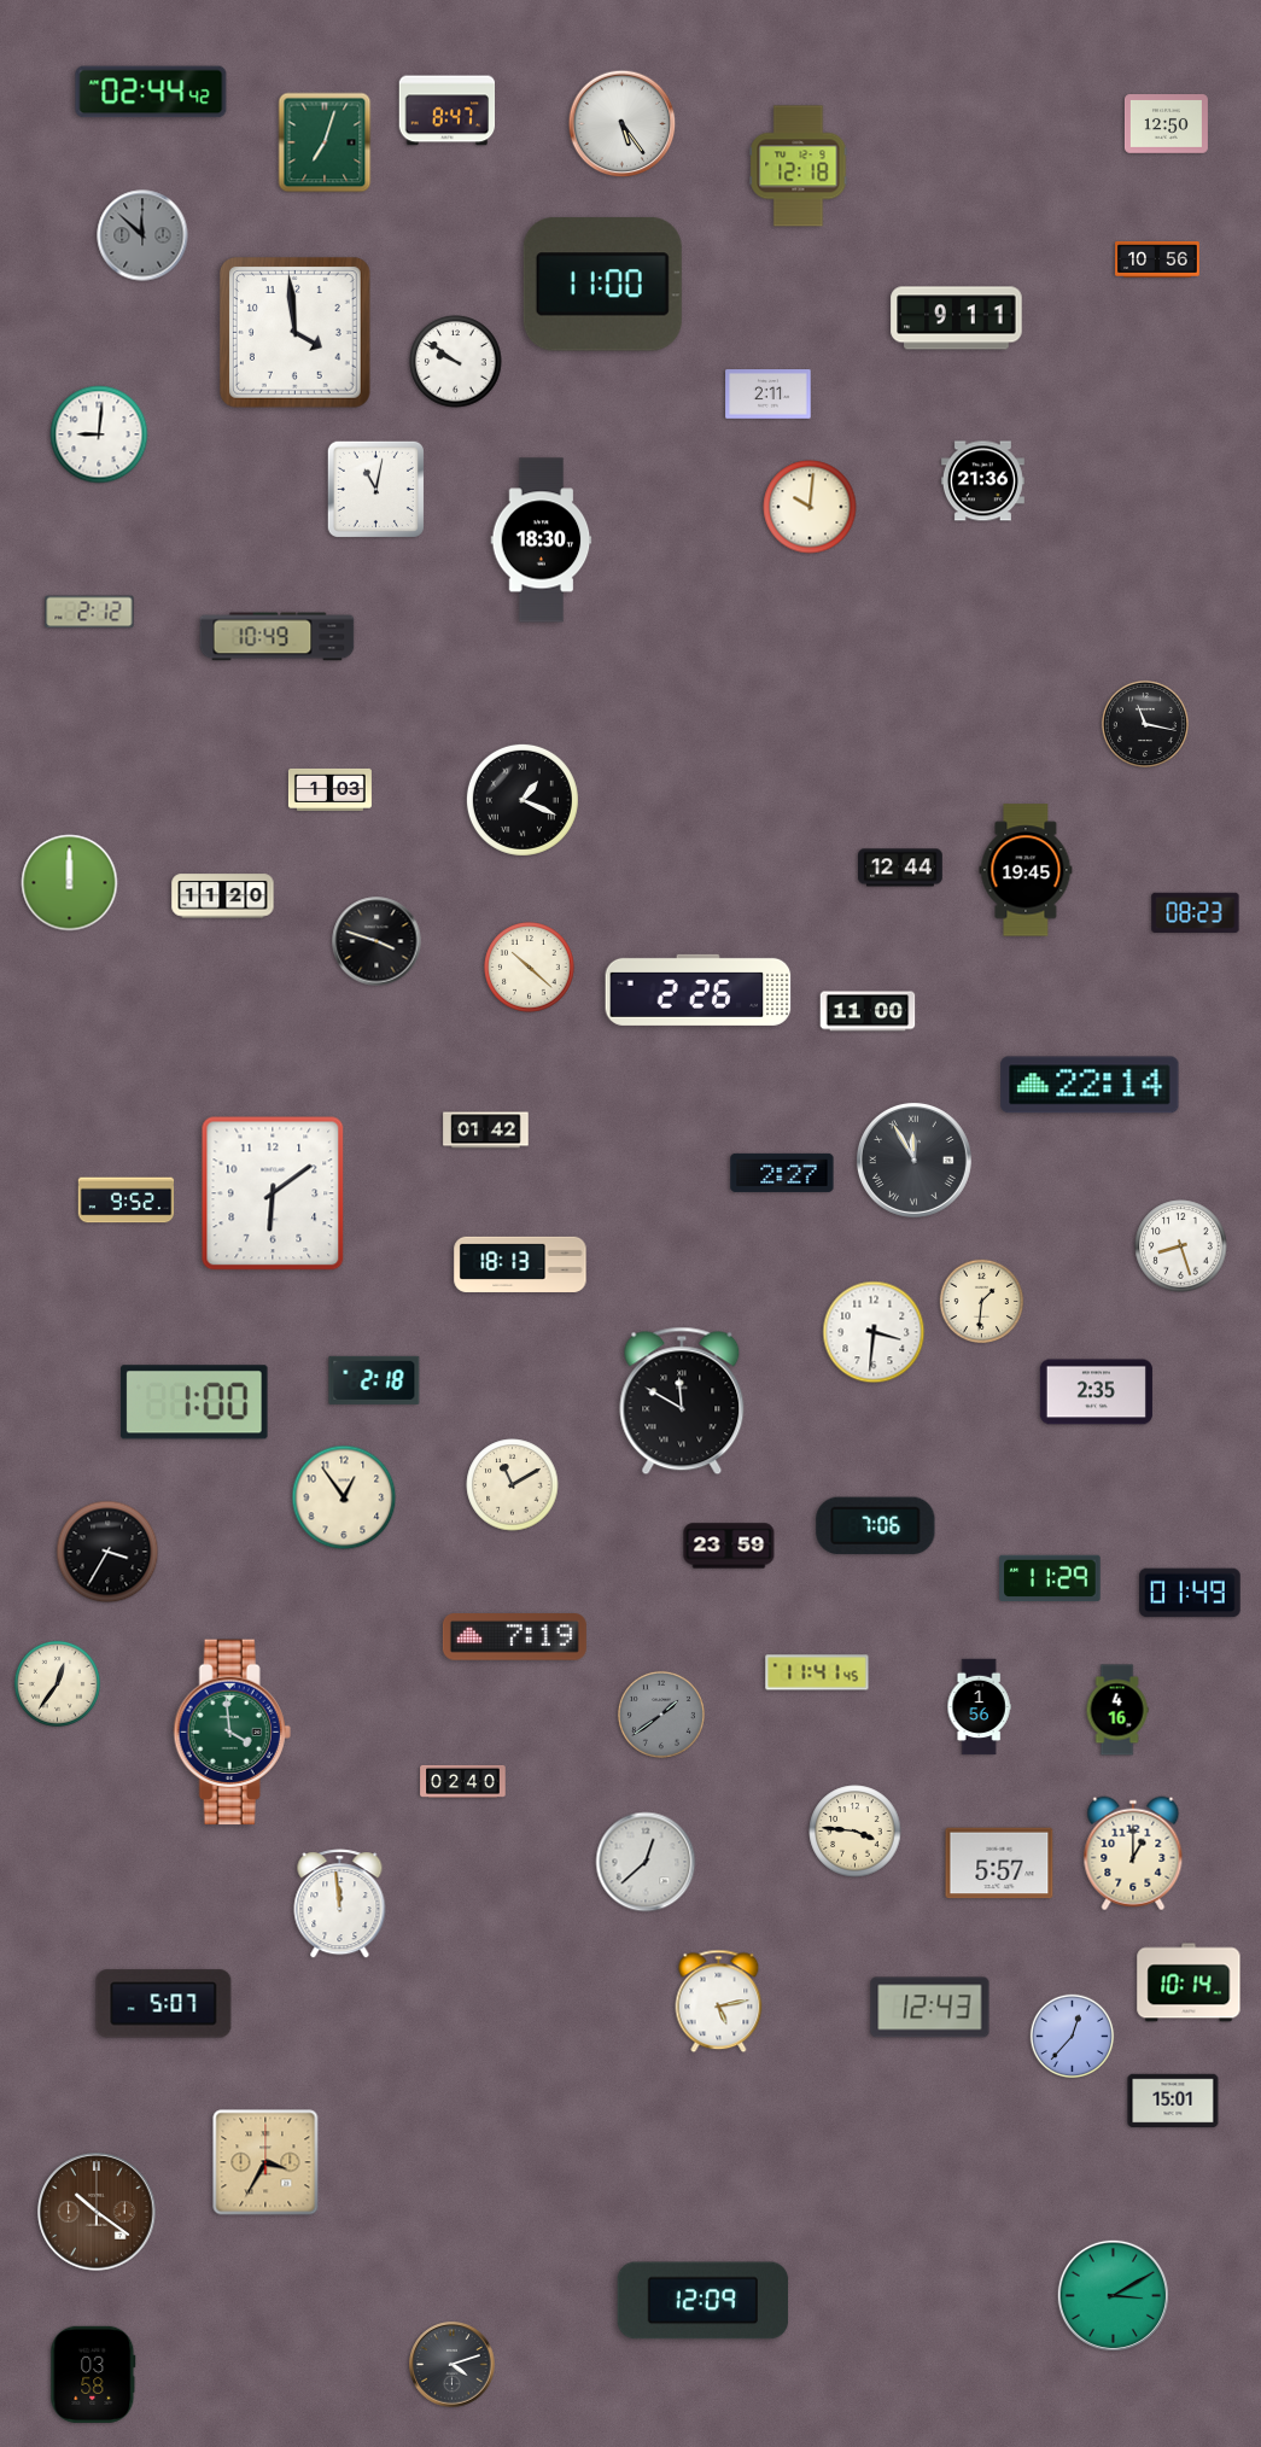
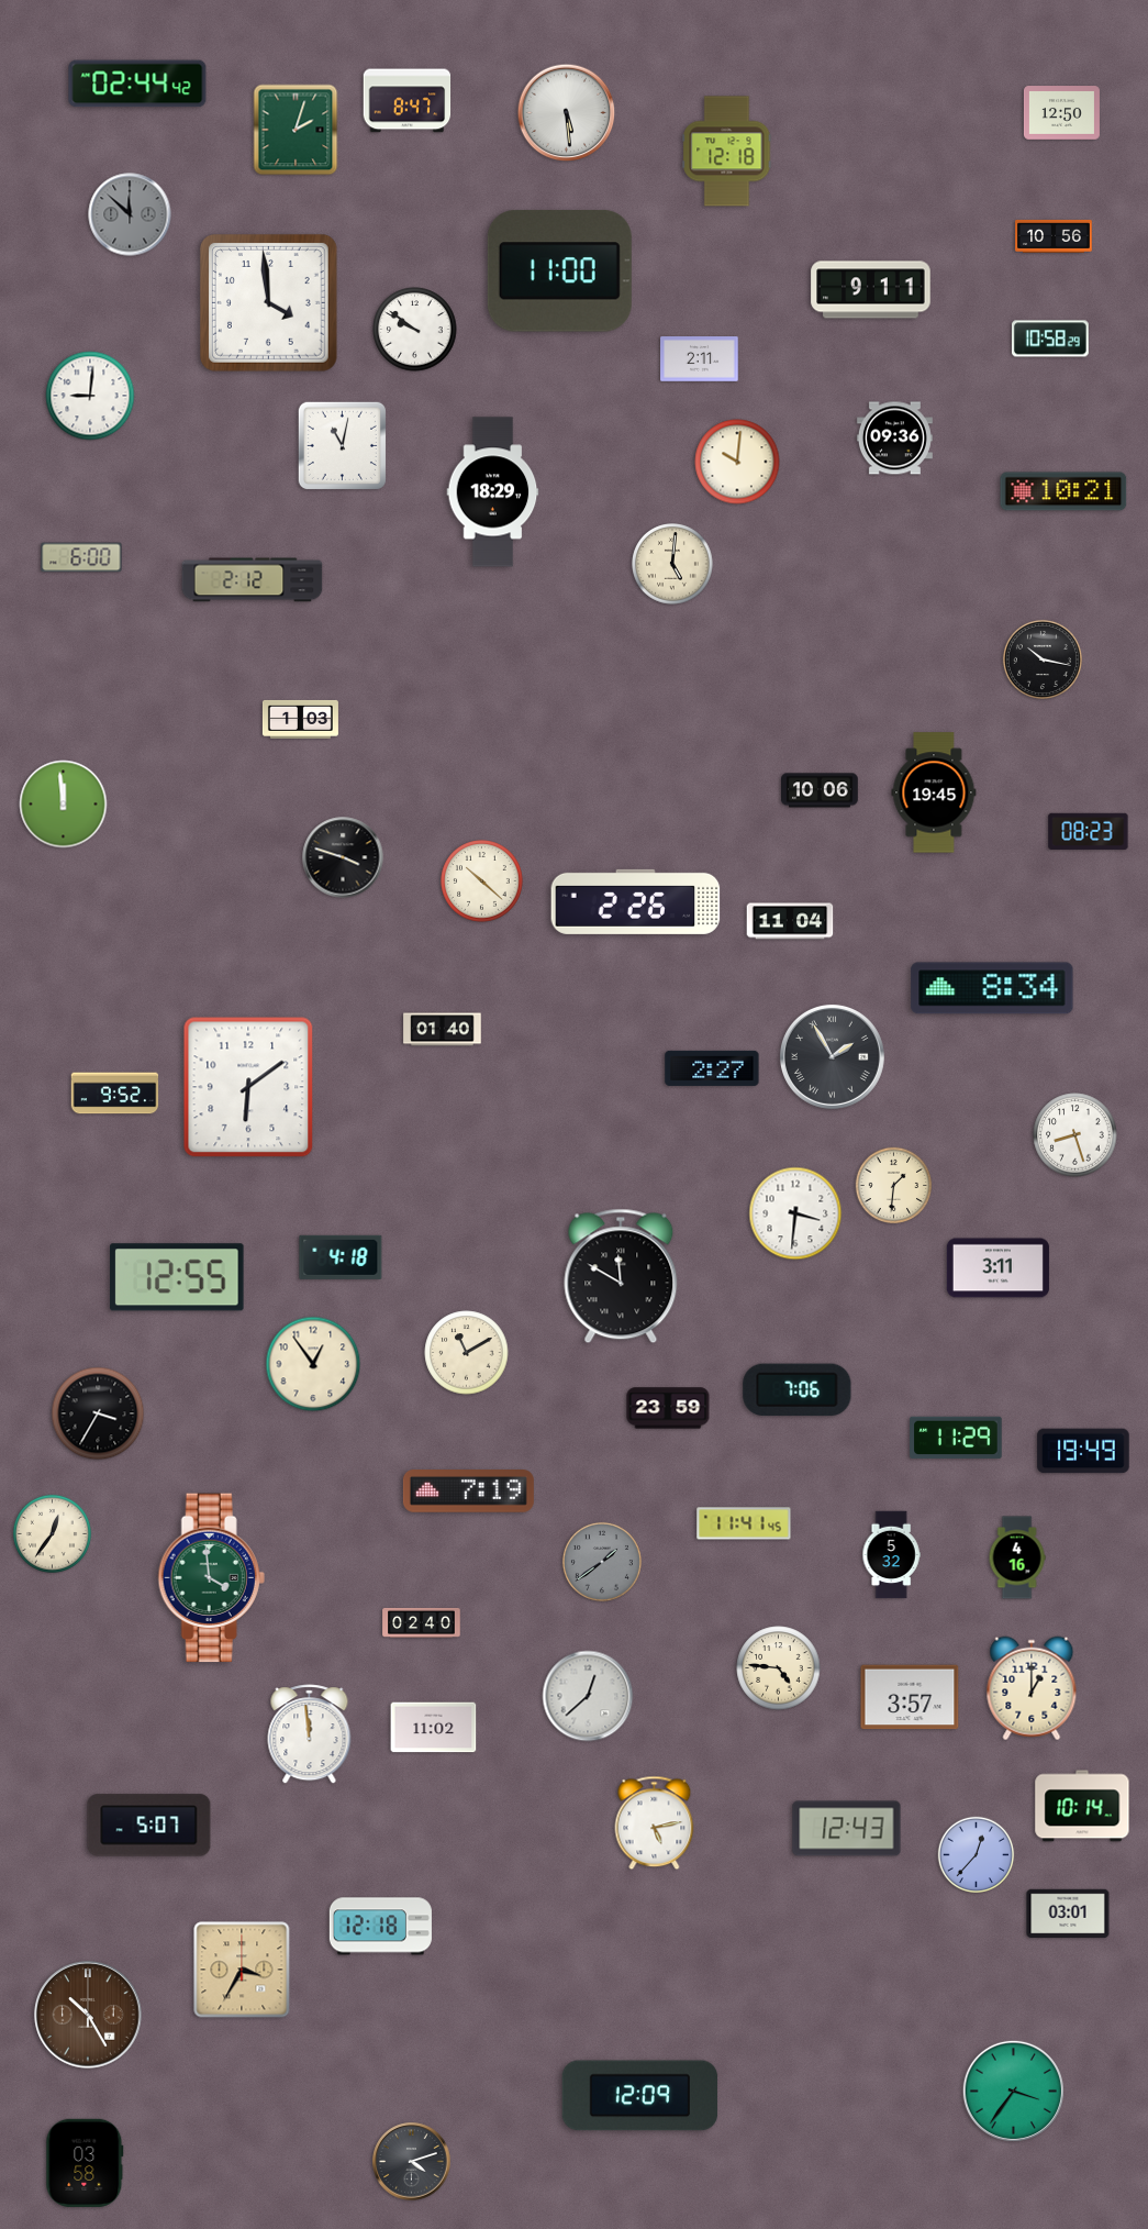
clock at (623, 124): 5:24 -> 5:29
clock at (325, 142): 7:03 -> 2:03
clock at (602, 285) position: (602, 285) -> (559, 271)
clock at (1050, 339): none -> 10:58
clock at (982, 481): 21:36 -> 09:36
clock at (1063, 491): none -> 10:21
clock at (542, 541): 18:30 -> 18:29
clock at (89, 612): 2:12 -> 6:00
clock at (673, 565): none -> 5:01
clock at (278, 637): 10:49 -> 2:12
clock at (1145, 724): 11:17 -> 10:17
clock at (523, 800): 1:19 -> none
clock at (901, 868): 12:44 -> 10:06
clock at (70, 883): 12:00 -> 11:59
clock at (223, 897): 11:20 -> none
clock at (868, 1011): 11:00 -> 11:04
clock at (1090, 1085): 22:14 -> 8:34
clock at (486, 1131): 01:42 -> 01:40
clock at (913, 1160): 11:55 -> 1:55
clock at (520, 1265): 18:13 -> none
clock at (374, 1380): 2:18 -> 4:18
clock at (1096, 1392): 2:35 -> 3:11
clock at (194, 1402): 1:00 -> 12:55
clock at (729, 1546) position: (729, 1546) -> (668, 1408)
clock at (1190, 1593): 01:49 -> 19:49
clock at (979, 1707): 1:56 -> 5:32
clock at (856, 1832): 3:46 -> 4:46
clock at (999, 1863): 5:57 -> 3:57
clock at (434, 1728): none -> 11:02
clock at (1173, 2101): 15:01 -> 03:01
clock at (380, 1927): none -> 12:18
clock at (97, 2212): 10:21 -> 10:25
clock at (1113, 2295): 3:10 -> 3:36
clock at (453, 2365) position: (453, 2365) -> (412, 2162)
